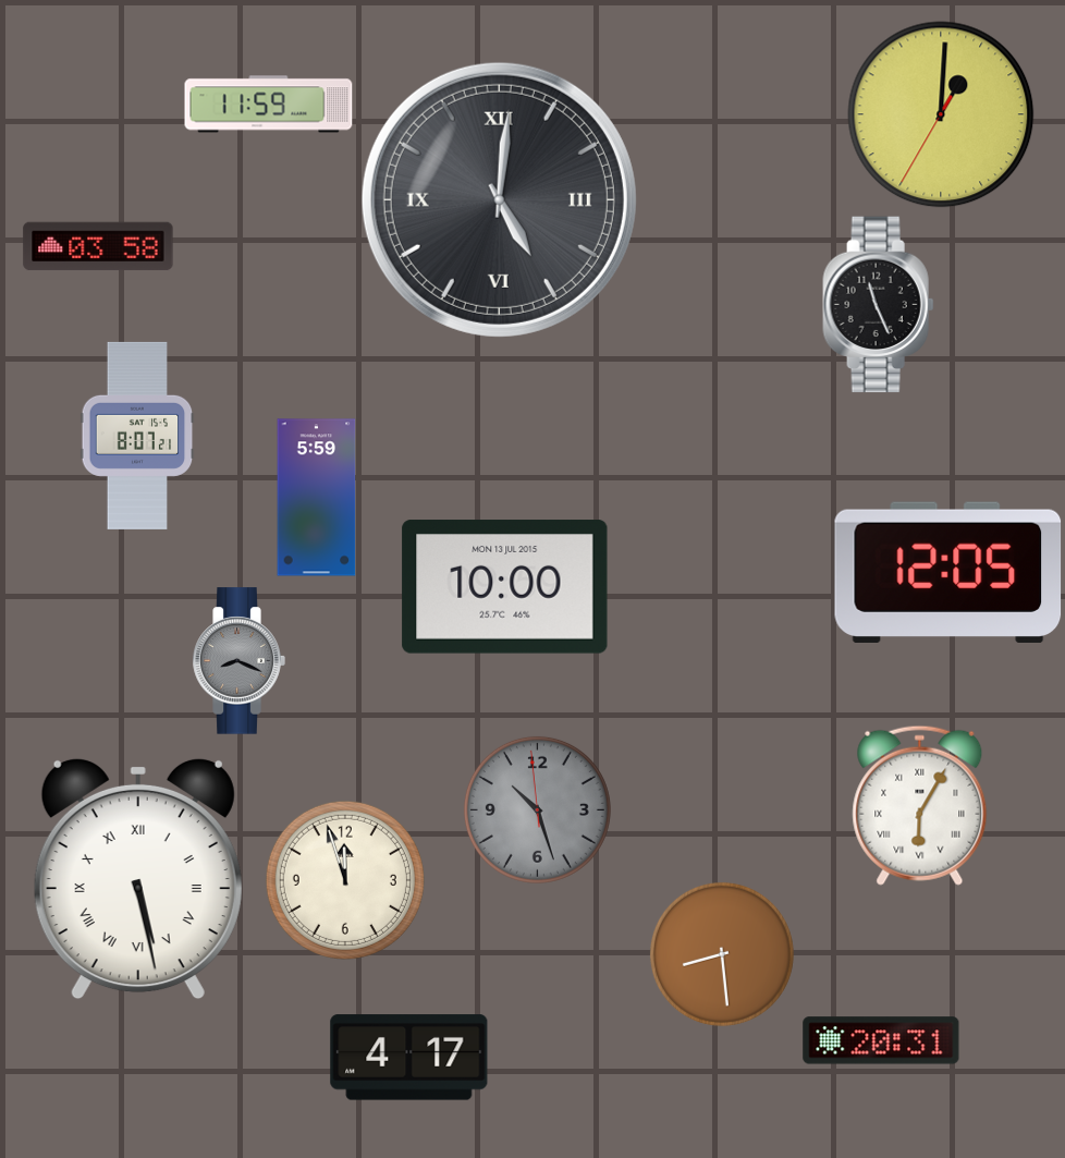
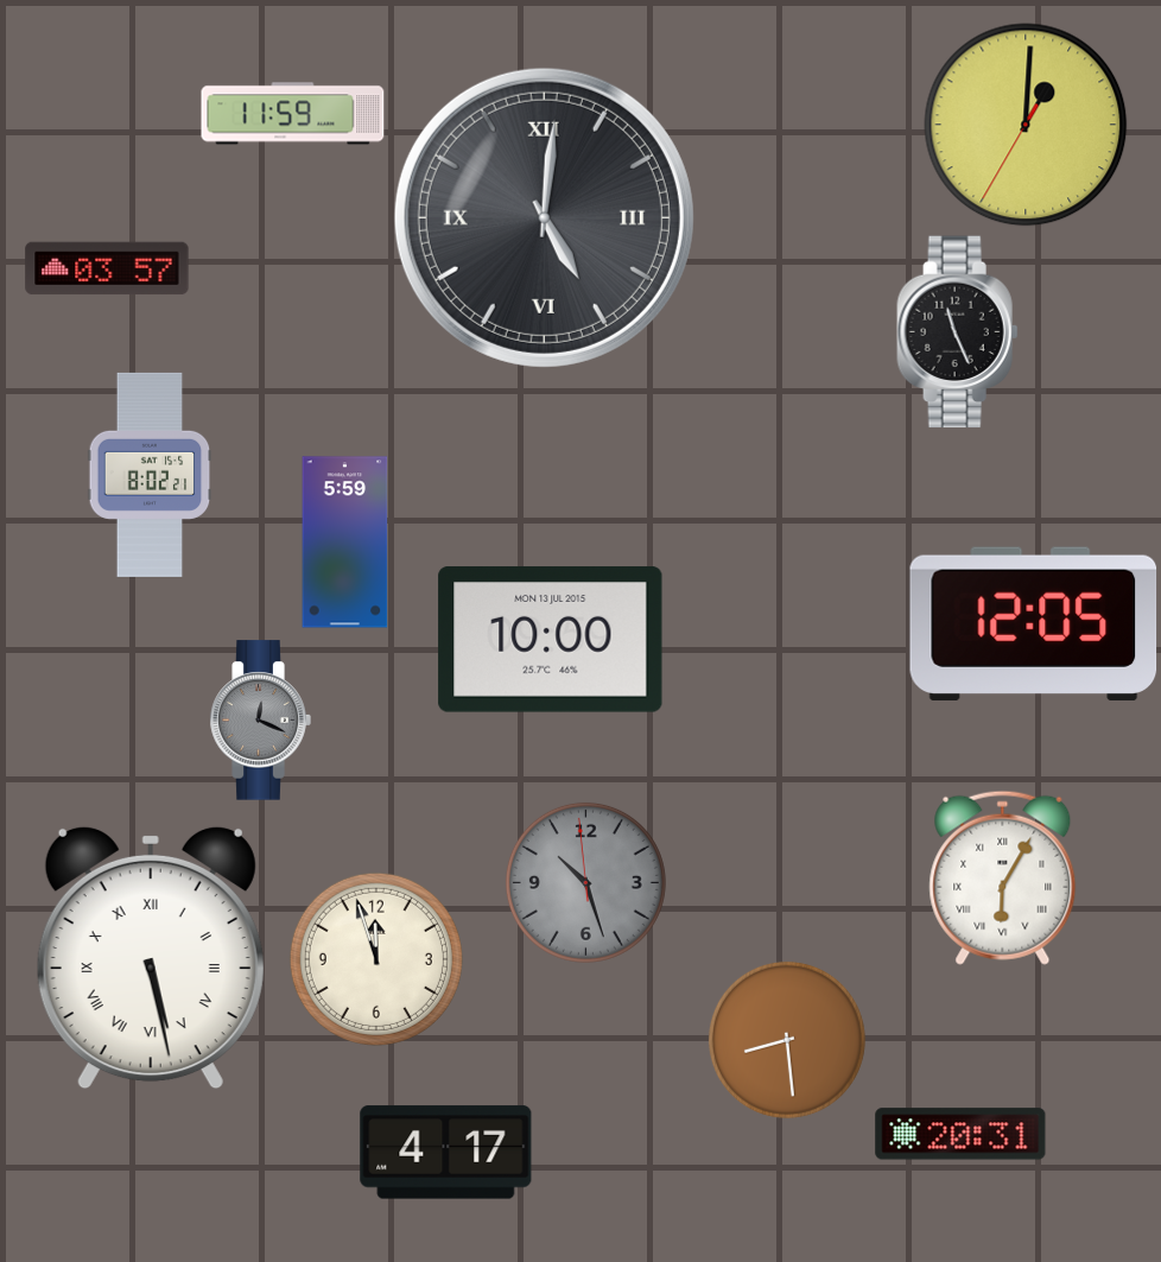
clock at (98, 246): 03:58 -> 03:57
clock at (137, 436): 8:07 -> 8:02
clock at (238, 661): 8:19 -> 12:19
